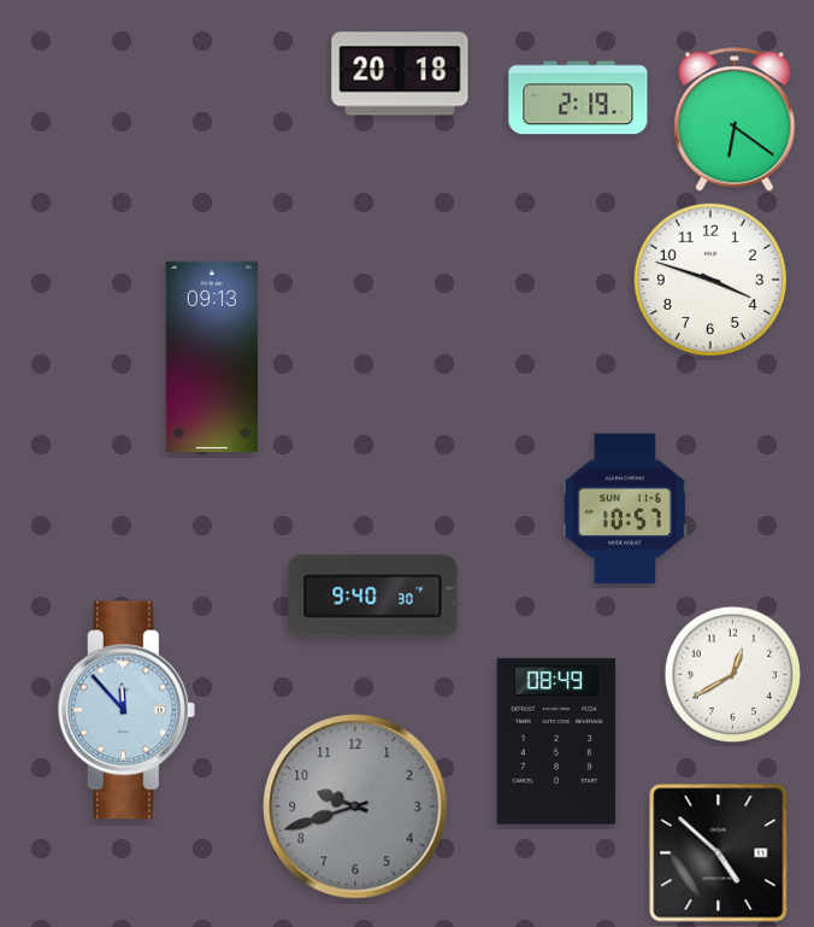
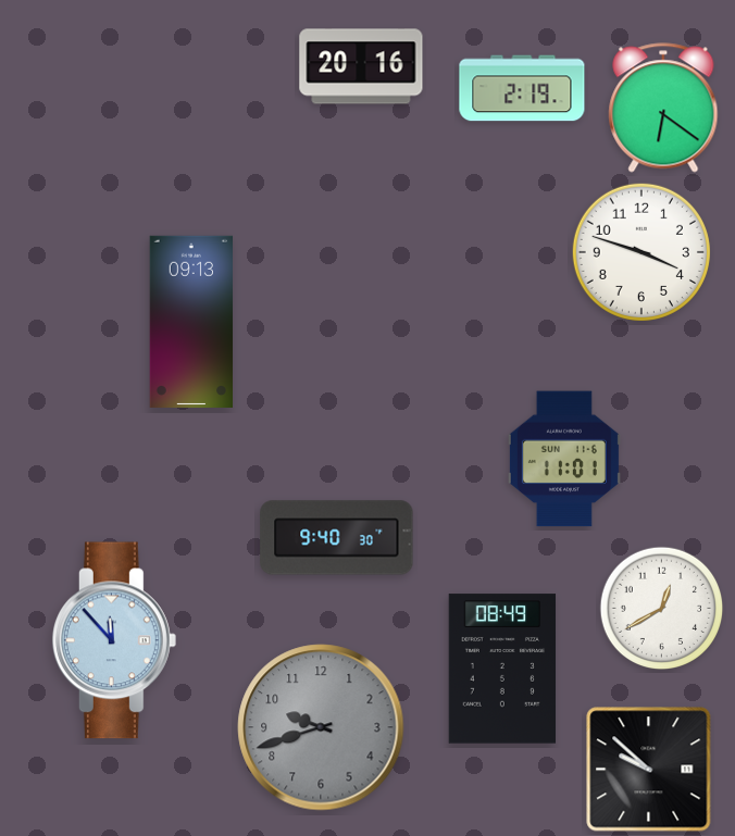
clock at (400, 74): 20:18 -> 20:16
clock at (625, 509): 10:57 -> 11:01
clock at (719, 853): 4:52 -> 9:52
